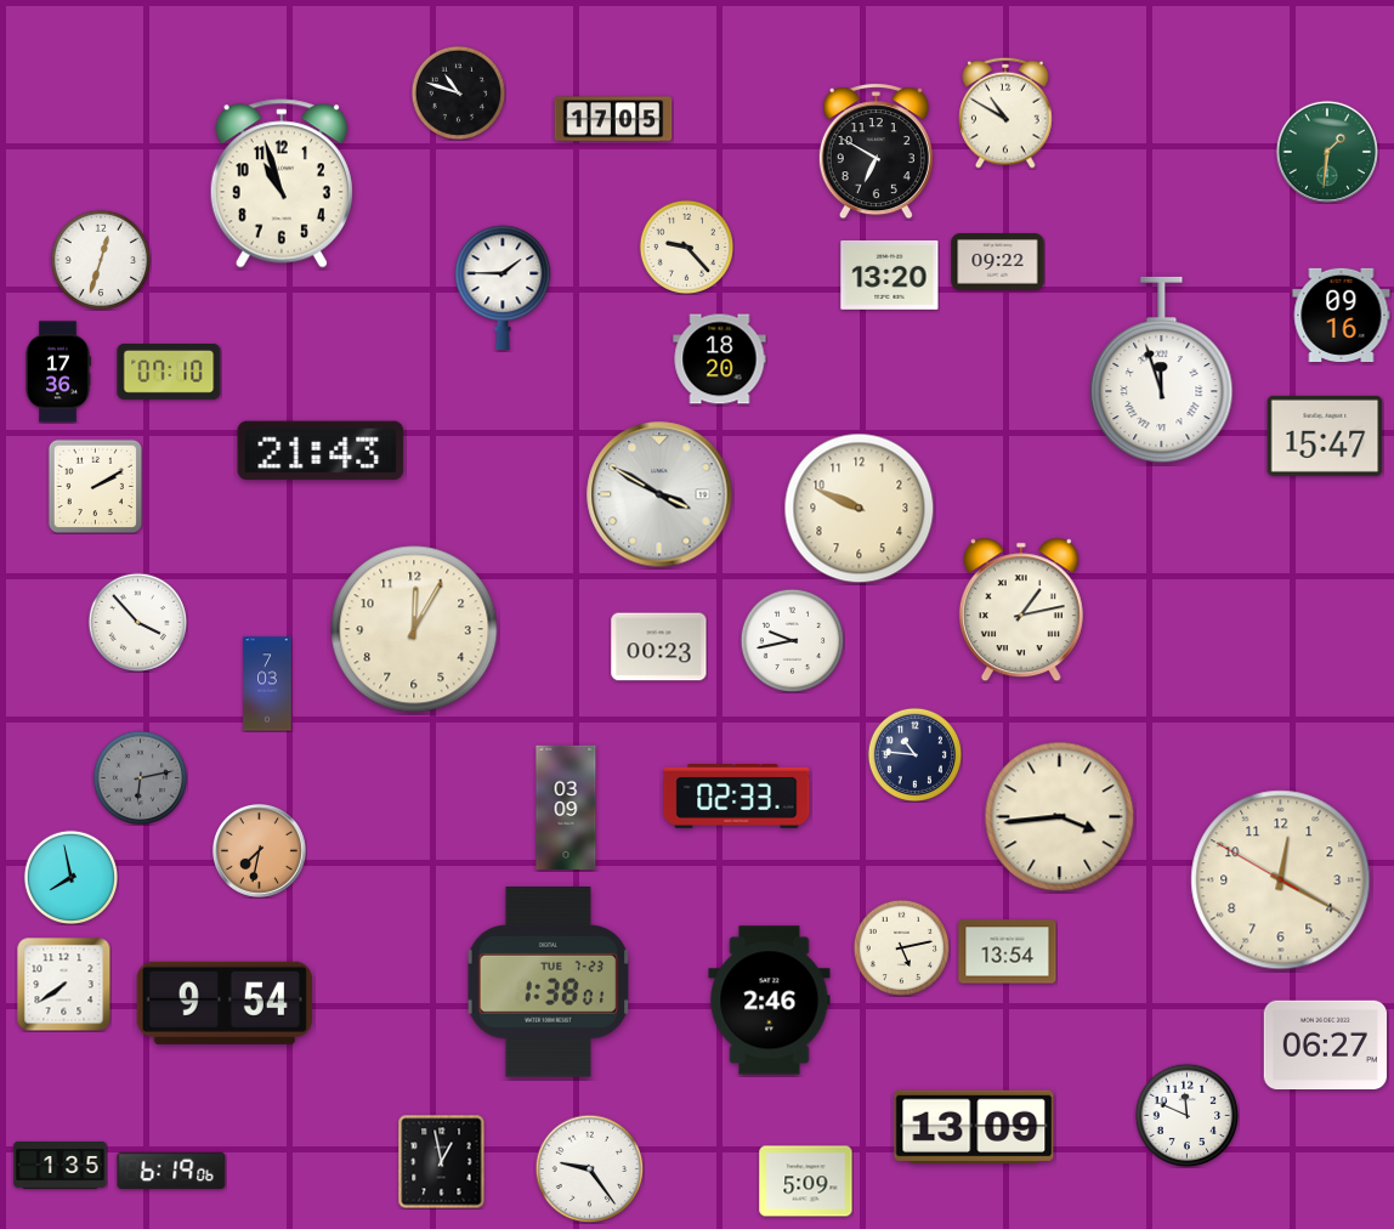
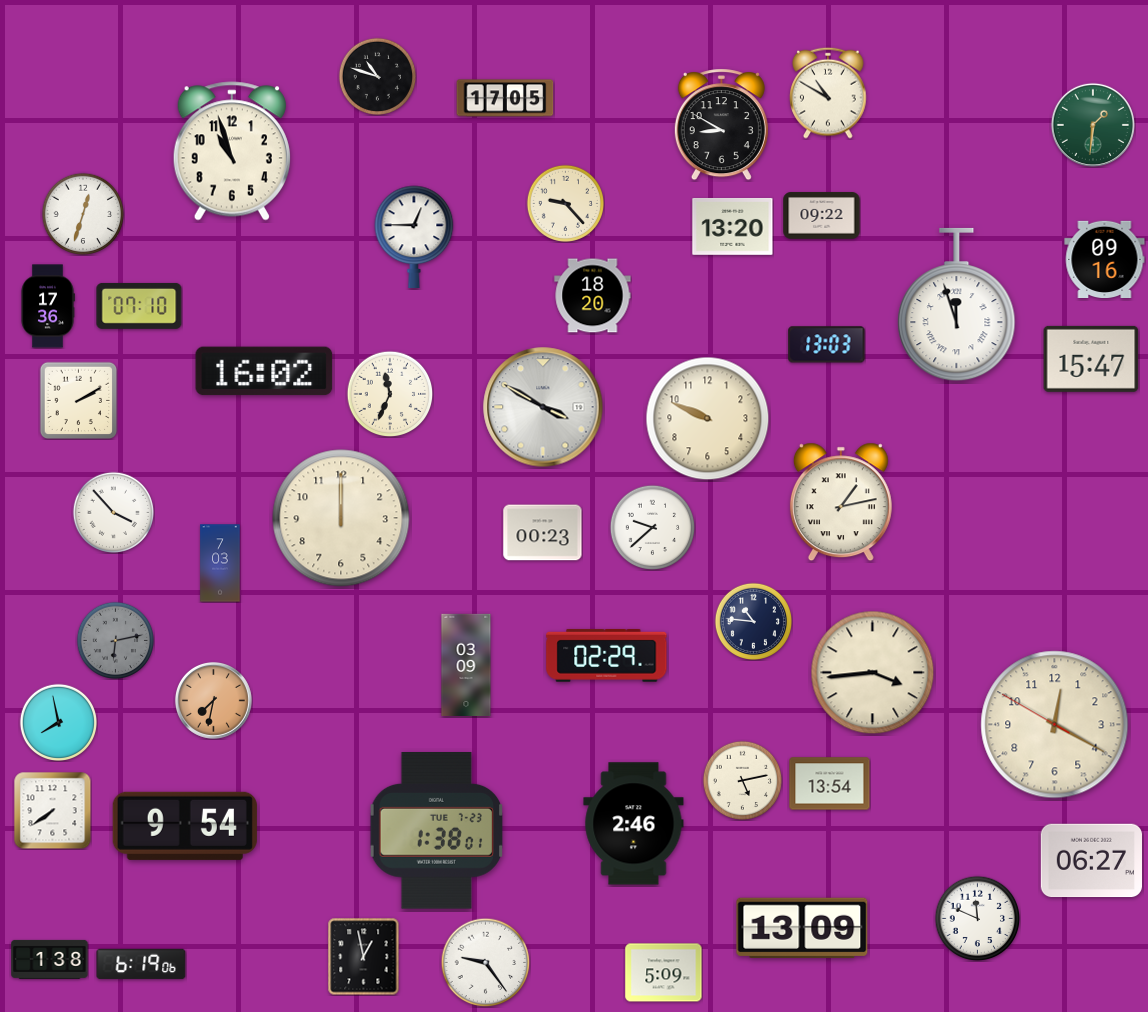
clock at (875, 152): 6:50 -> 8:50
clock at (503, 288): 1:45 -> 12:45
clock at (827, 345): none -> 13:03
clock at (321, 451): 21:43 -> 16:02
clock at (390, 394): none -> 11:34
clock at (414, 629): 12:05 -> 12:00
clock at (792, 640): 9:43 -> 9:38
clock at (737, 795): 02:33 -> 02:29
clock at (549, 982) position: (549, 982) -> (437, 831)
clock at (61, 1165): 1:35 -> 1:38
